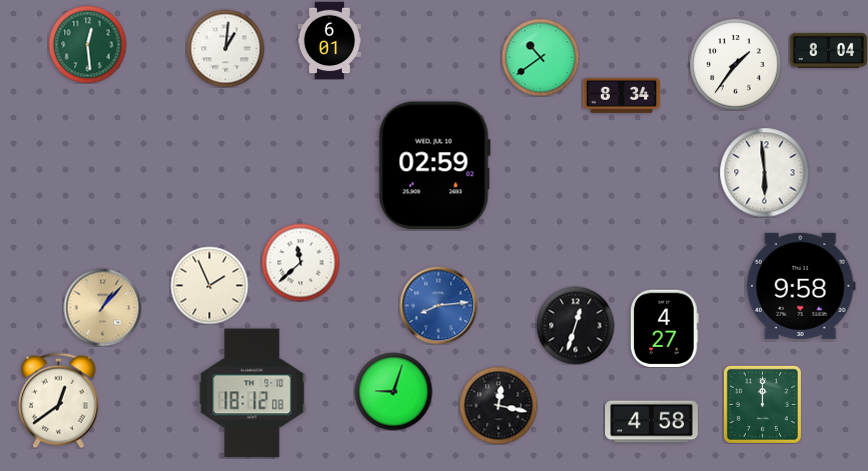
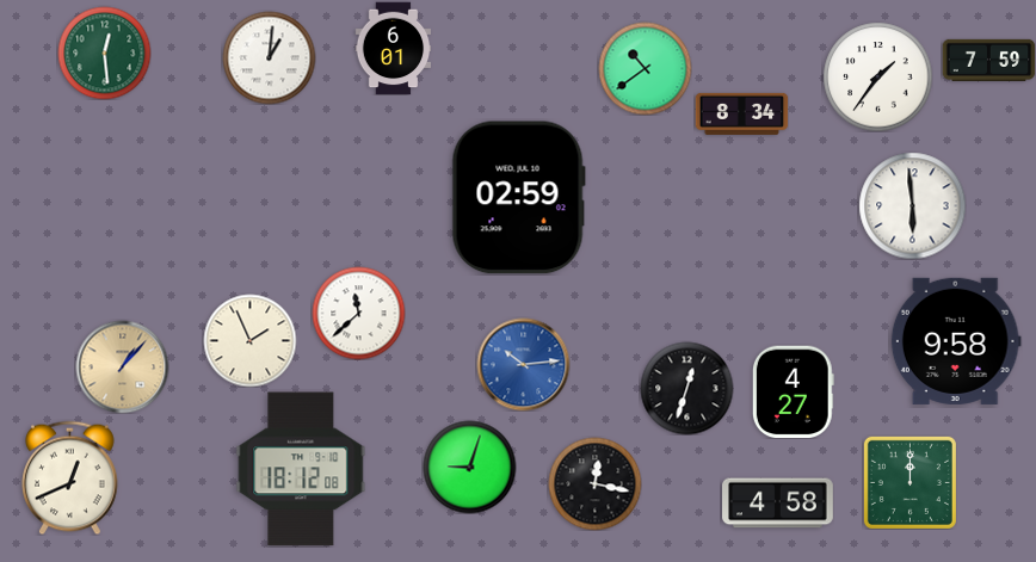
clock at (828, 50): 8:04 -> 7:59
clock at (438, 305): 8:14 -> 10:14
clock at (59, 400): 12:39 -> 12:41
